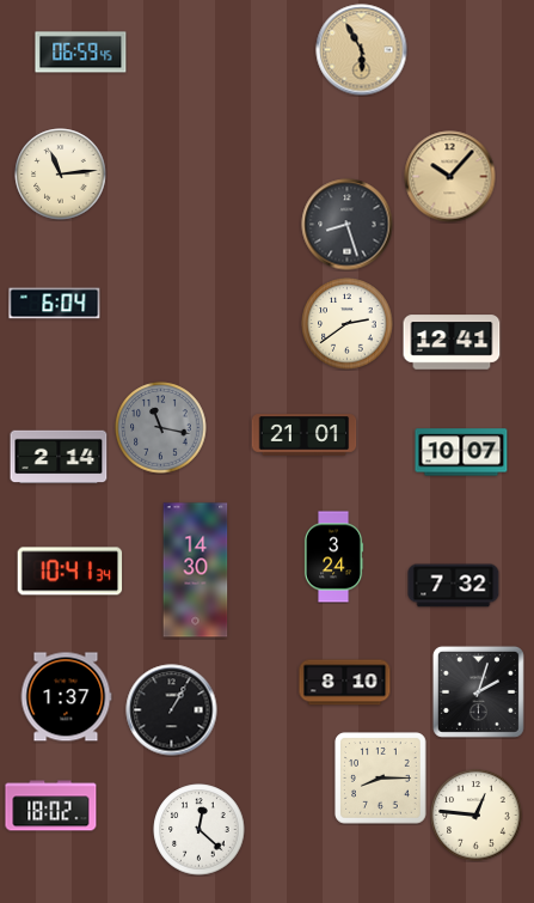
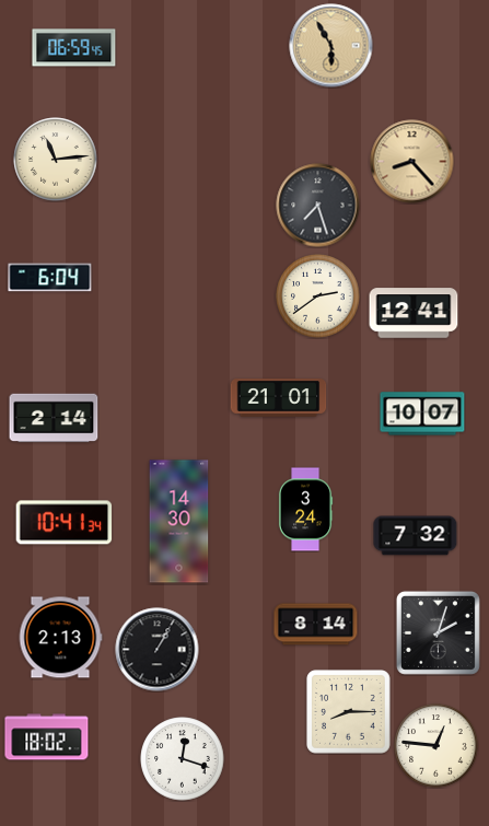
clock at (450, 177): 10:07 -> 8:23
clock at (348, 225): 8:27 -> 7:27
clock at (161, 428): 11:17 -> none
clock at (345, 683): 8:10 -> 8:14
clock at (66, 697): 1:37 -> 2:13
clock at (200, 830): 12:22 -> 12:18
